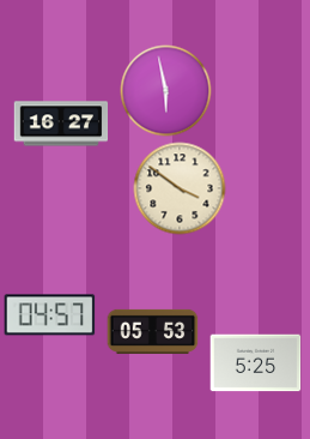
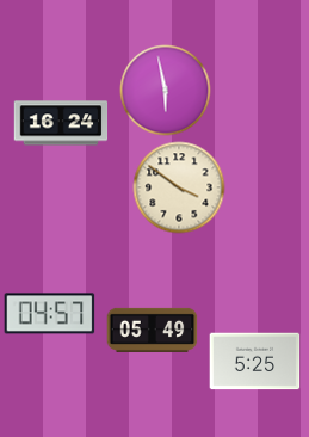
clock at (61, 124): 16:27 -> 16:24
clock at (153, 331): 05:53 -> 05:49
